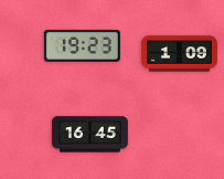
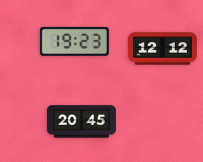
clock at (179, 54): 1:09 -> 12:12
clock at (89, 135): 16:45 -> 20:45
